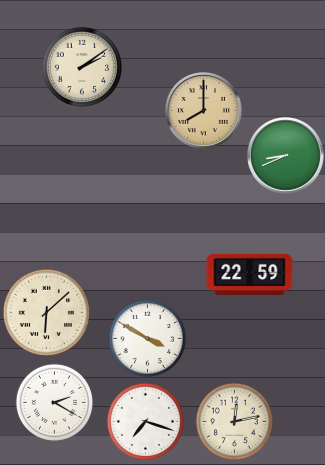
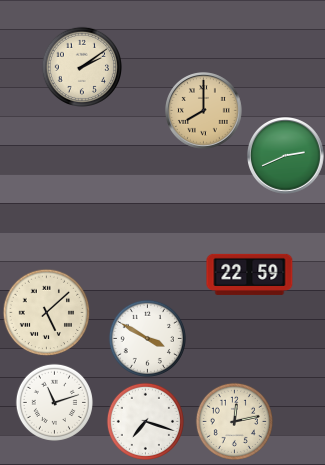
clock at (286, 156): 8:41 -> 2:41
clock at (46, 312): 6:08 -> 5:08
clock at (54, 402): 2:20 -> 11:12
